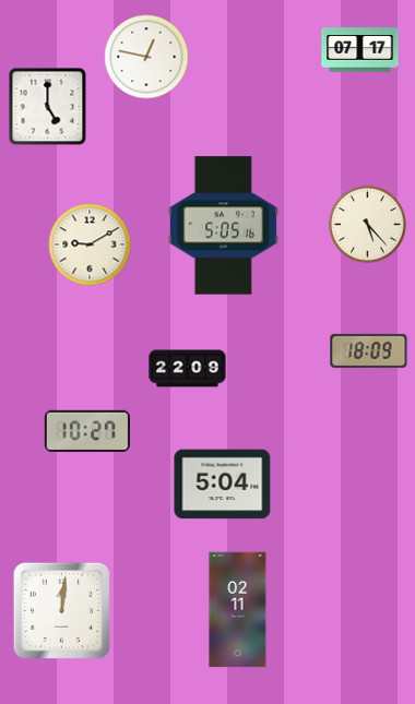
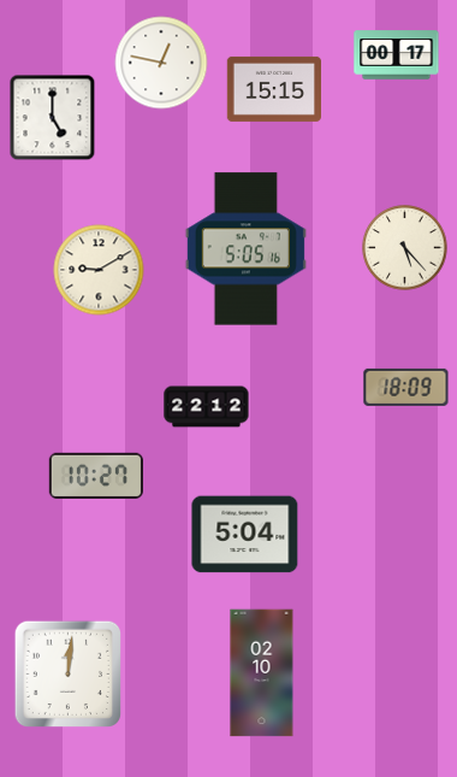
clock at (360, 50): 07:17 -> 00:17
clock at (273, 89): none -> 15:15
clock at (188, 369): 22:09 -> 22:12
clock at (238, 610): 02:11 -> 02:10
